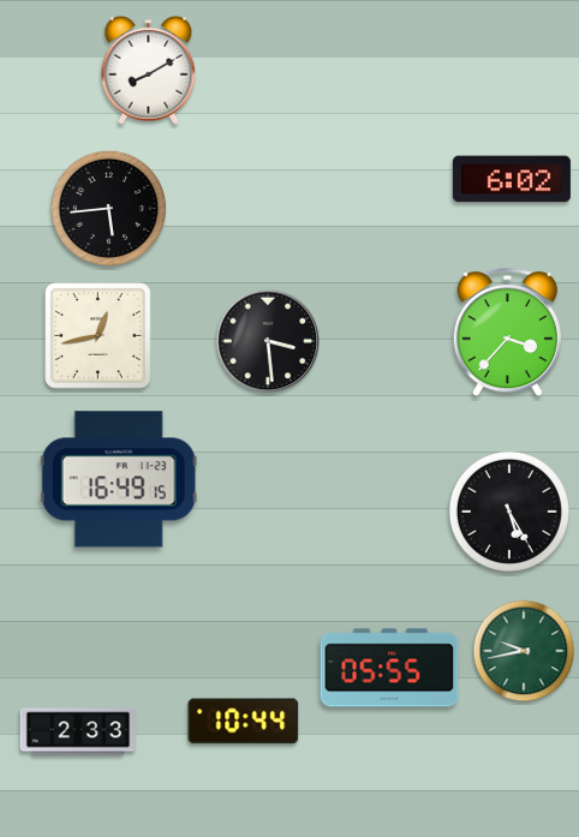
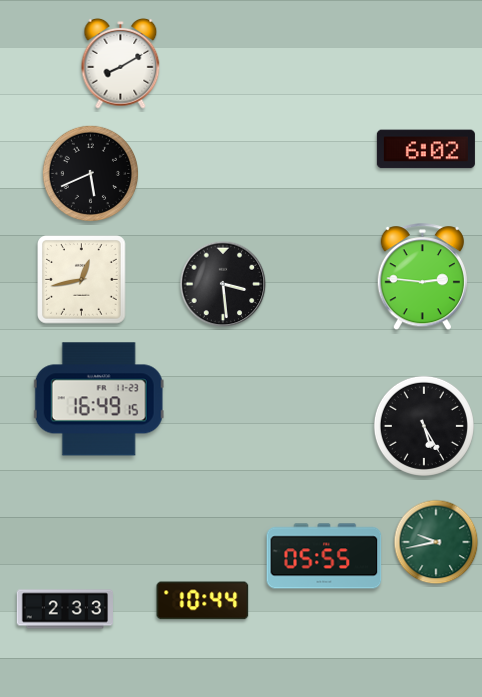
clock at (149, 71) position: (149, 71) -> (121, 64)
clock at (108, 208): 5:44 -> 5:41
clock at (507, 333): 3:37 -> 2:46
